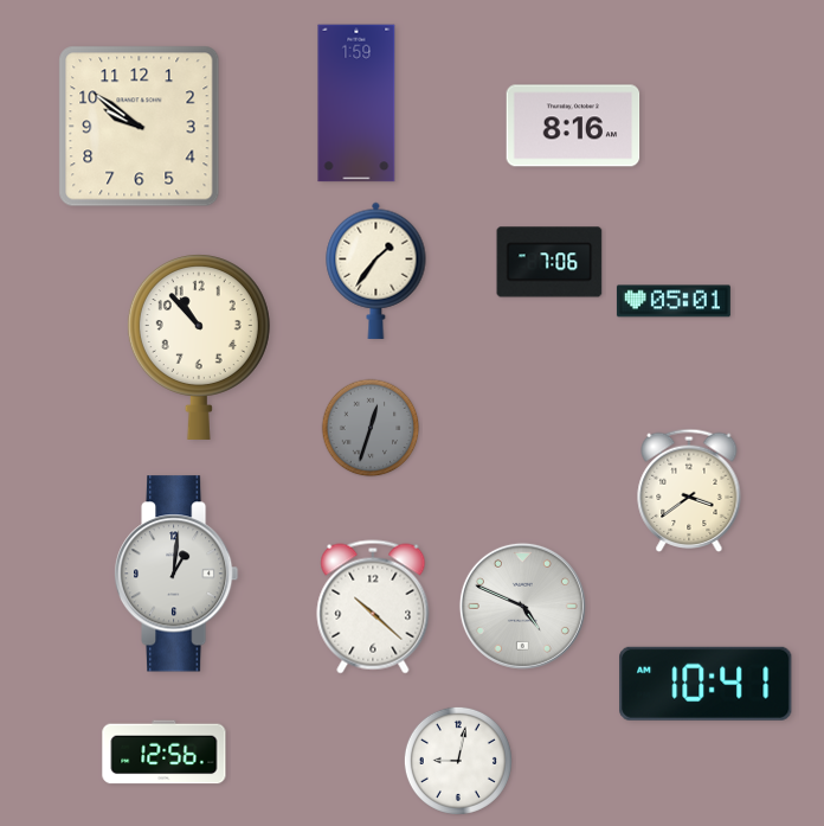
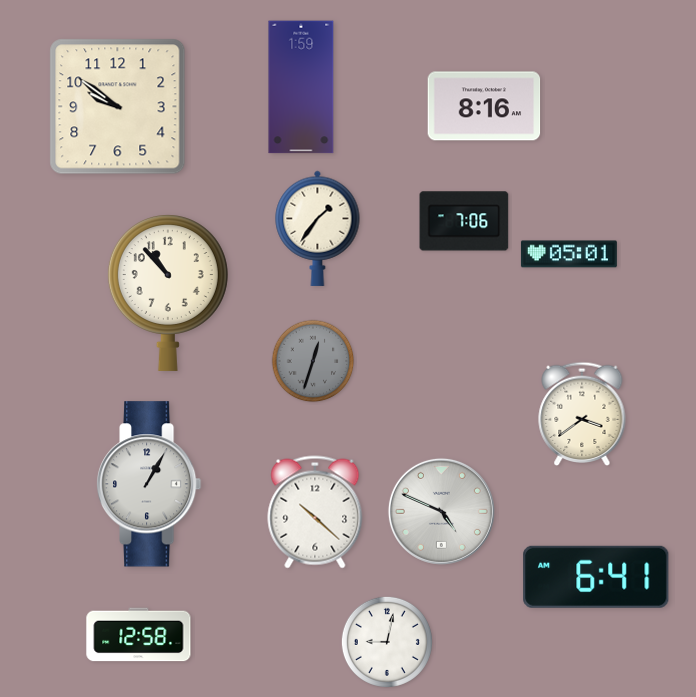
clock at (176, 574): 1:01 -> 1:05
clock at (706, 684): 10:41 -> 6:41
clock at (165, 753): 12:56 -> 12:58
